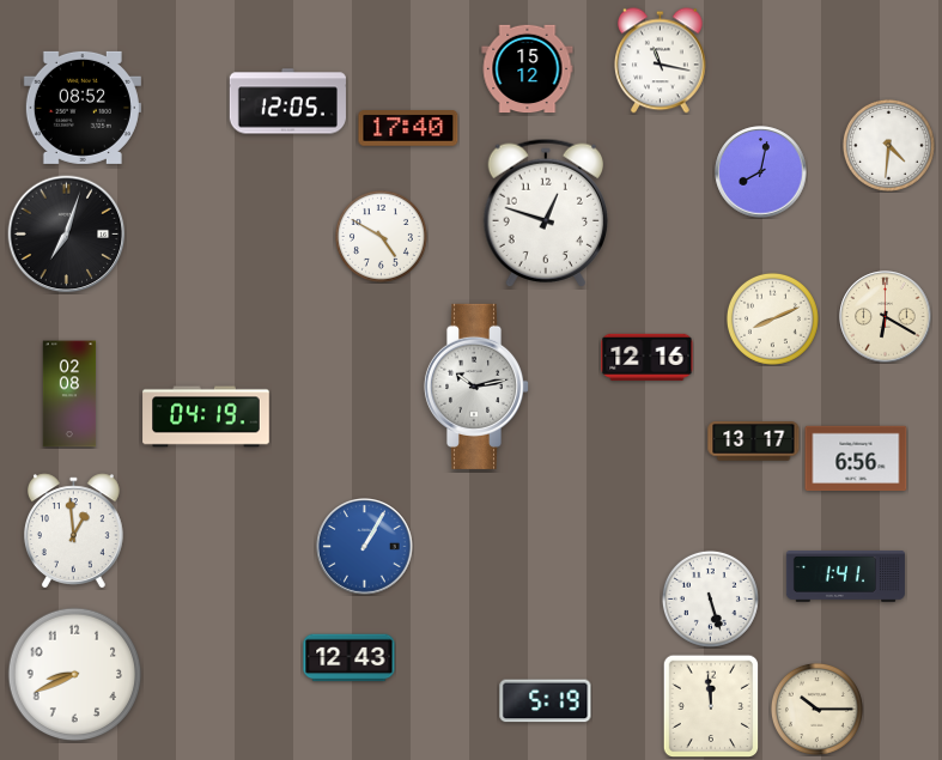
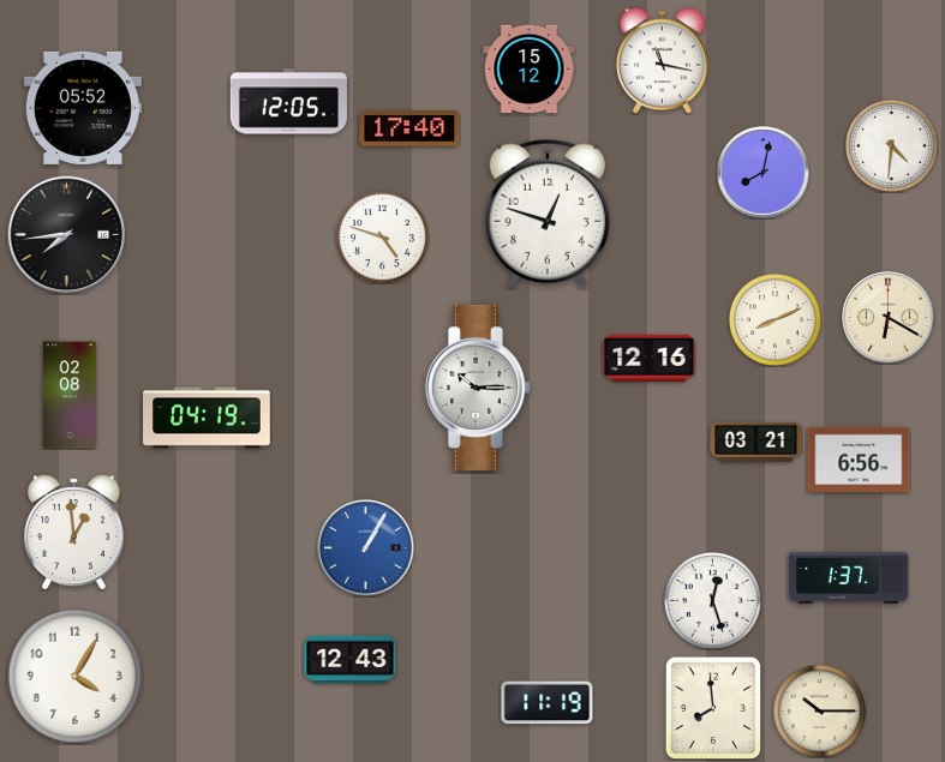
clock at (83, 108): 08:52 -> 05:52
clock at (67, 235): 7:03 -> 7:44
clock at (381, 236): 4:50 -> 4:48
clock at (475, 387): 10:13 -> 10:15
clock at (754, 442): 13:17 -> 03:21
clock at (845, 577): 1:41 -> 1:37
clock at (710, 598): 5:27 -> 12:27
clock at (75, 675): 8:41 -> 4:05
clock at (546, 701): 5:19 -> 11:19
clock at (711, 706): 11:59 -> 7:59
